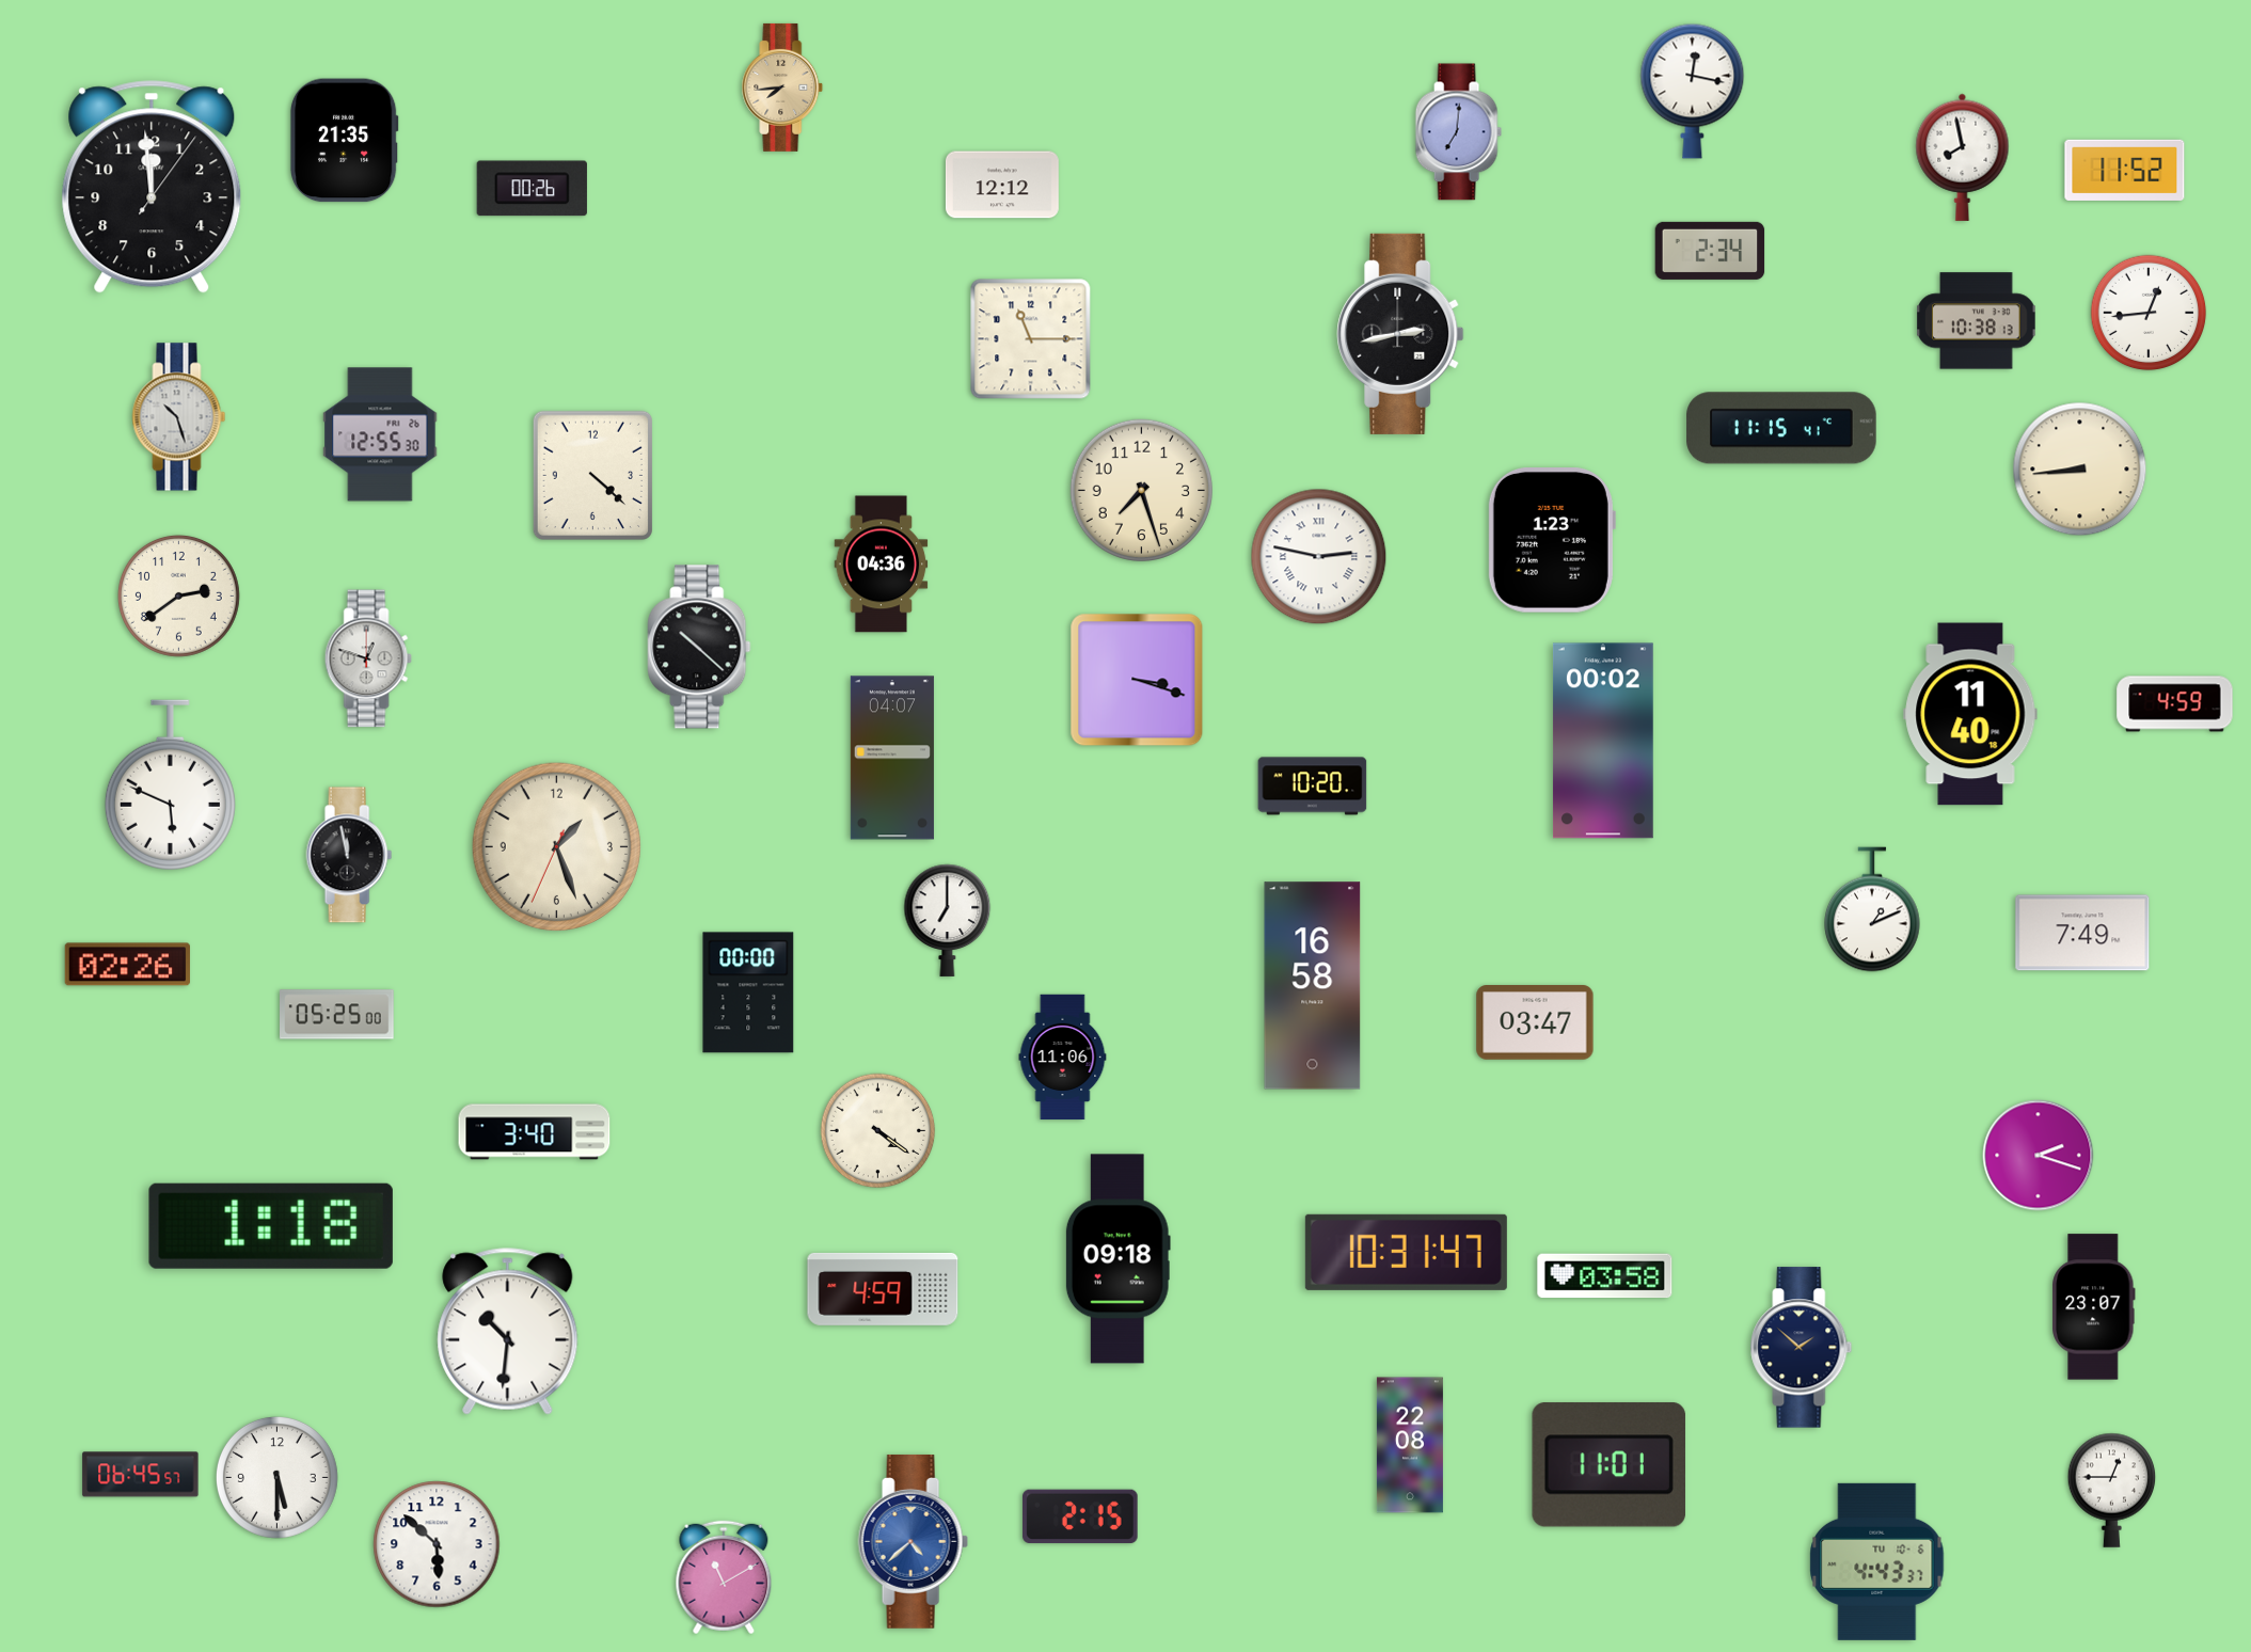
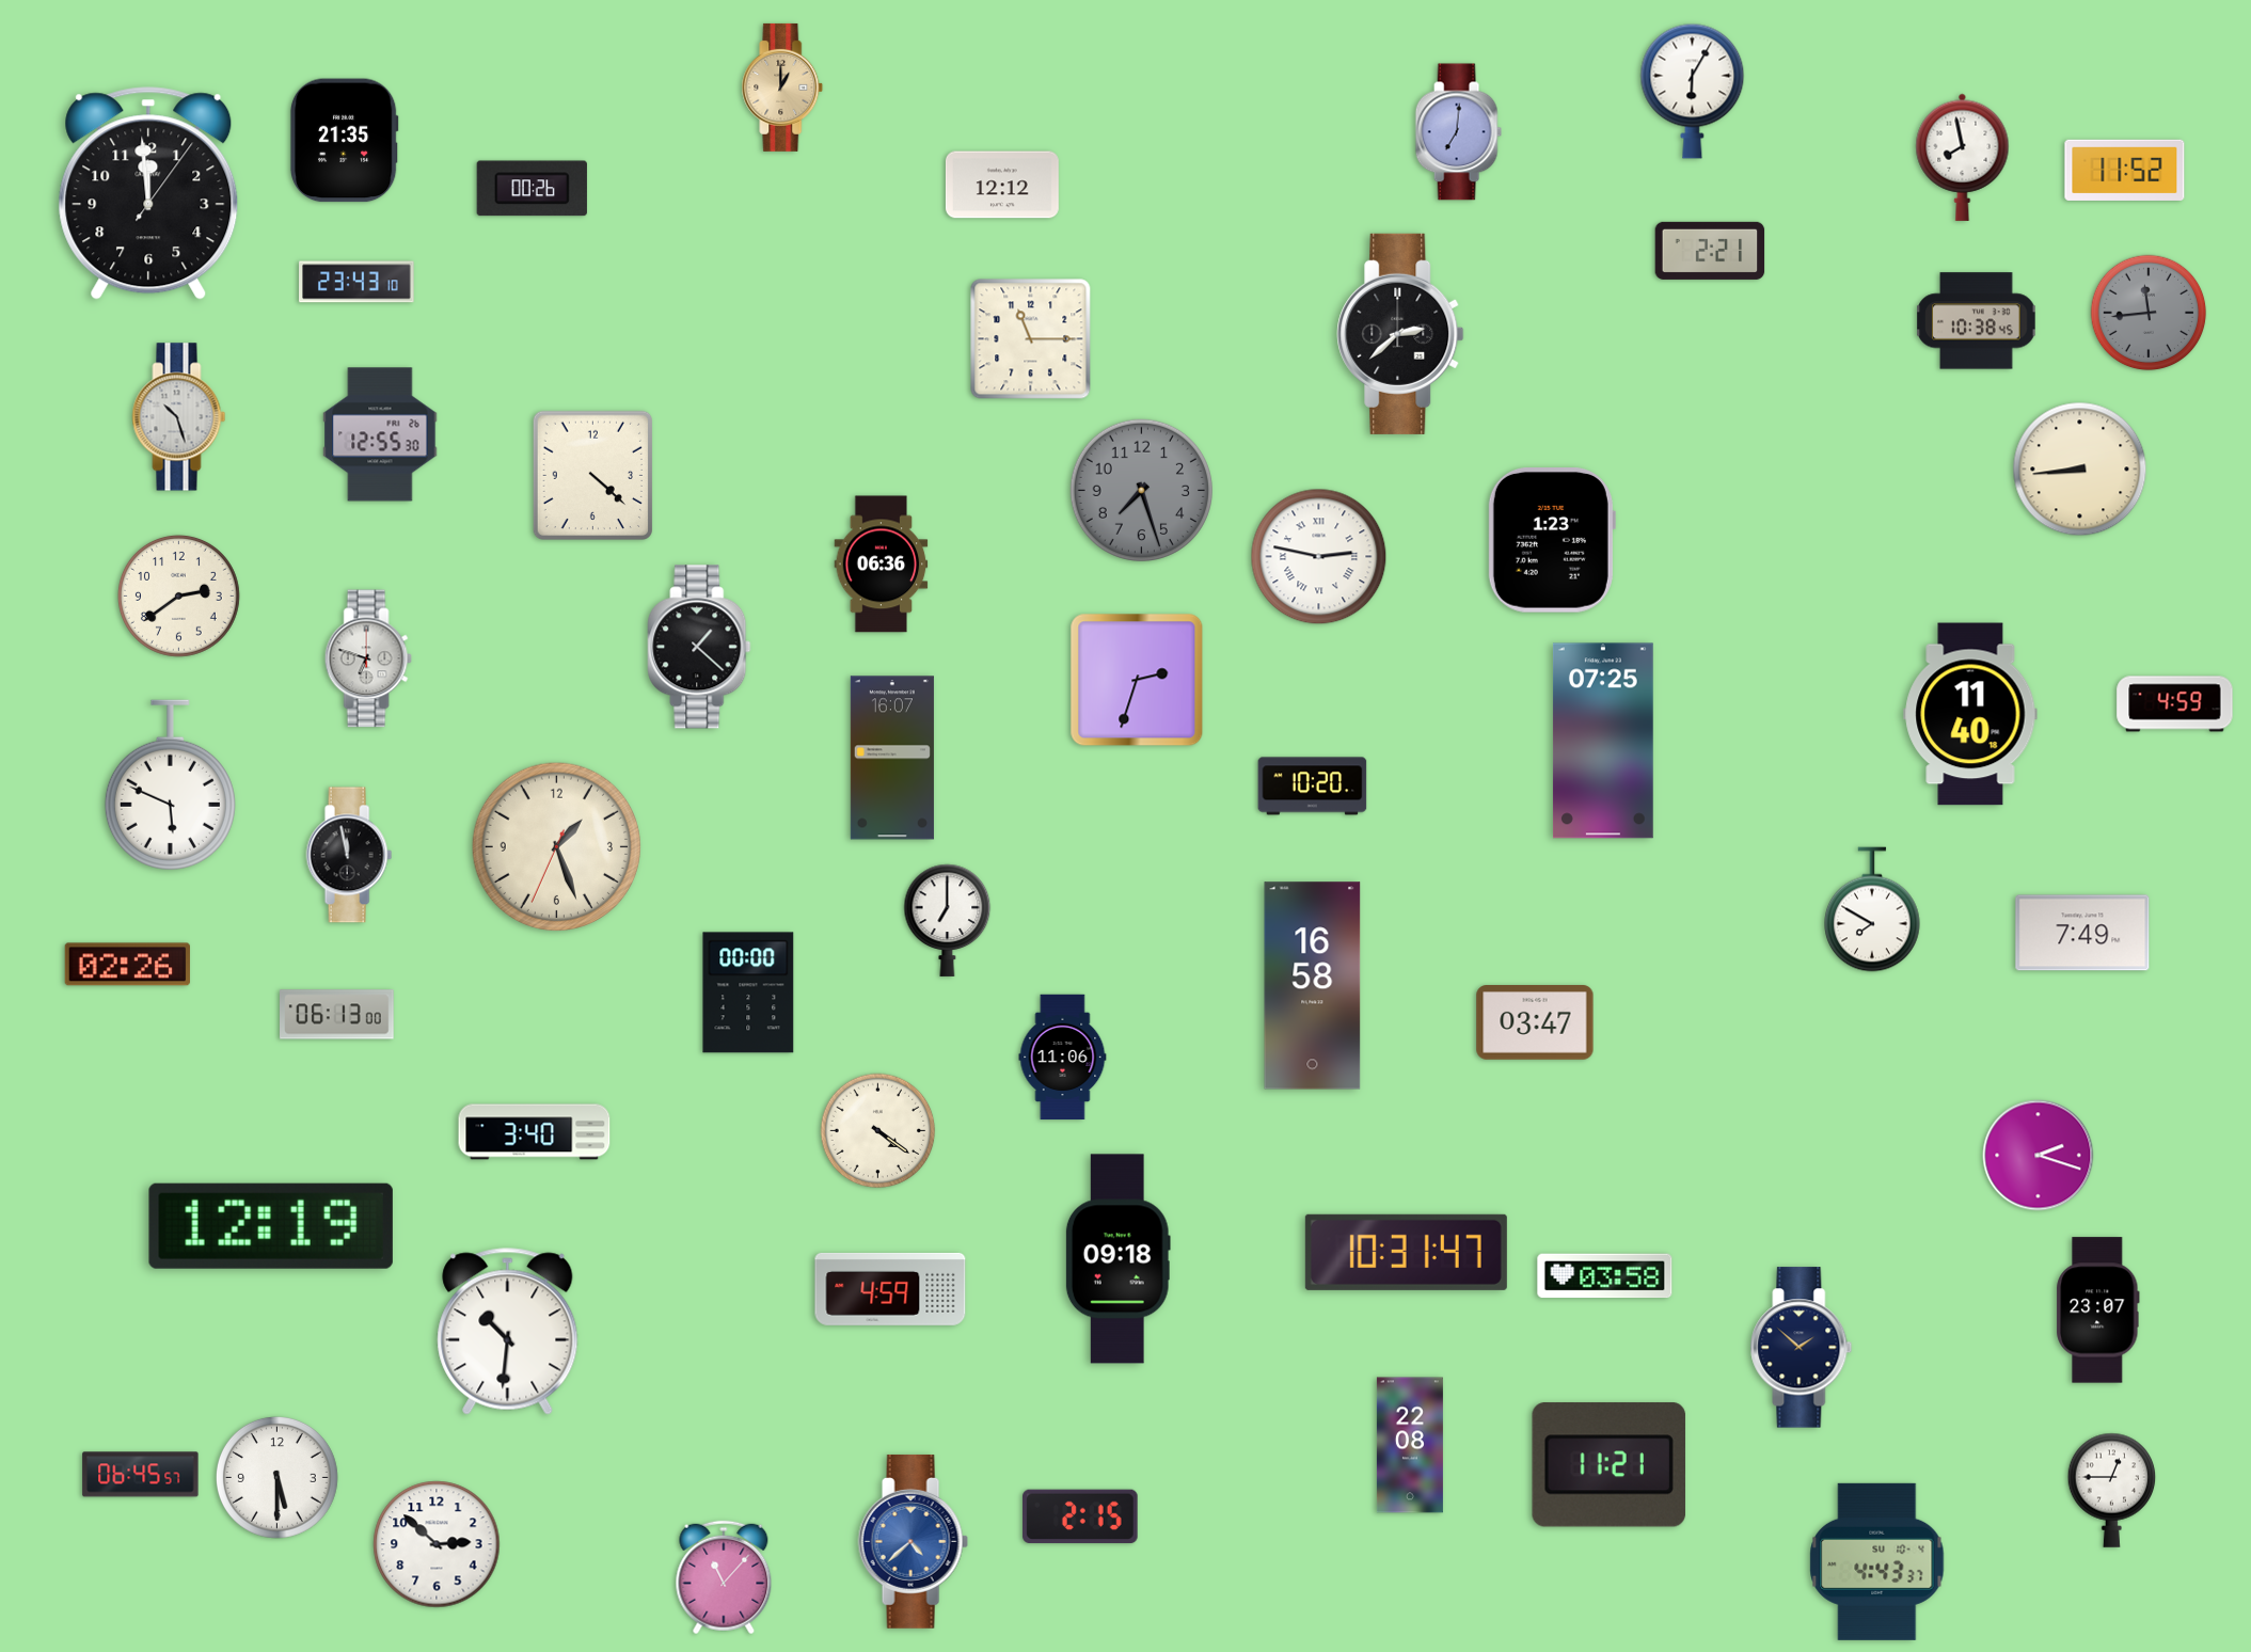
clock at (782, 88): 7:44 -> 1:00
clock at (1693, 91): 12:17 -> 6:05
clock at (152, 187) position: (152, 187) -> (148, 193)
clock at (1710, 251): 2:34 -> 2:21
clock at (356, 282): none -> 23:43
clock at (2149, 313): 12:44 -> 11:44
clock at (2149, 313) dial: white -> grey
clock at (1977, 321): 10:38:13 -> 10:38:45
clock at (1400, 334): 2:43 -> 2:38
clock at (1781, 428): 11:15 -> none
clock at (1141, 490) dial: cream -> grey
clock at (882, 565): 04:36 -> 06:36
clock at (699, 647): 10:22 -> 1:22
clock at (368, 658): 12:48 -> 6:48
clock at (1137, 680): 3:18 -> 2:33
clock at (1603, 741): 00:02 -> 07:25
clock at (892, 758): 04:07 -> 16:07
clock at (1872, 909): 1:11 -> 7:50
clock at (337, 1015): 05:25 -> 06:13
clock at (271, 1226): 1:18 -> 12:19
clock at (883, 1289) position: (883, 1289) -> (890, 1289)
clock at (2094, 1307) position: (2094, 1307) -> (2098, 1311)
clock at (1608, 1465): 11:01 -> 11:21
clock at (437, 1544): 5:52 -> 2:52
clock at (1877, 1561) date: TU 10-6 -> SU 10-4
clock at (724, 1577): 11:10 -> 11:07
